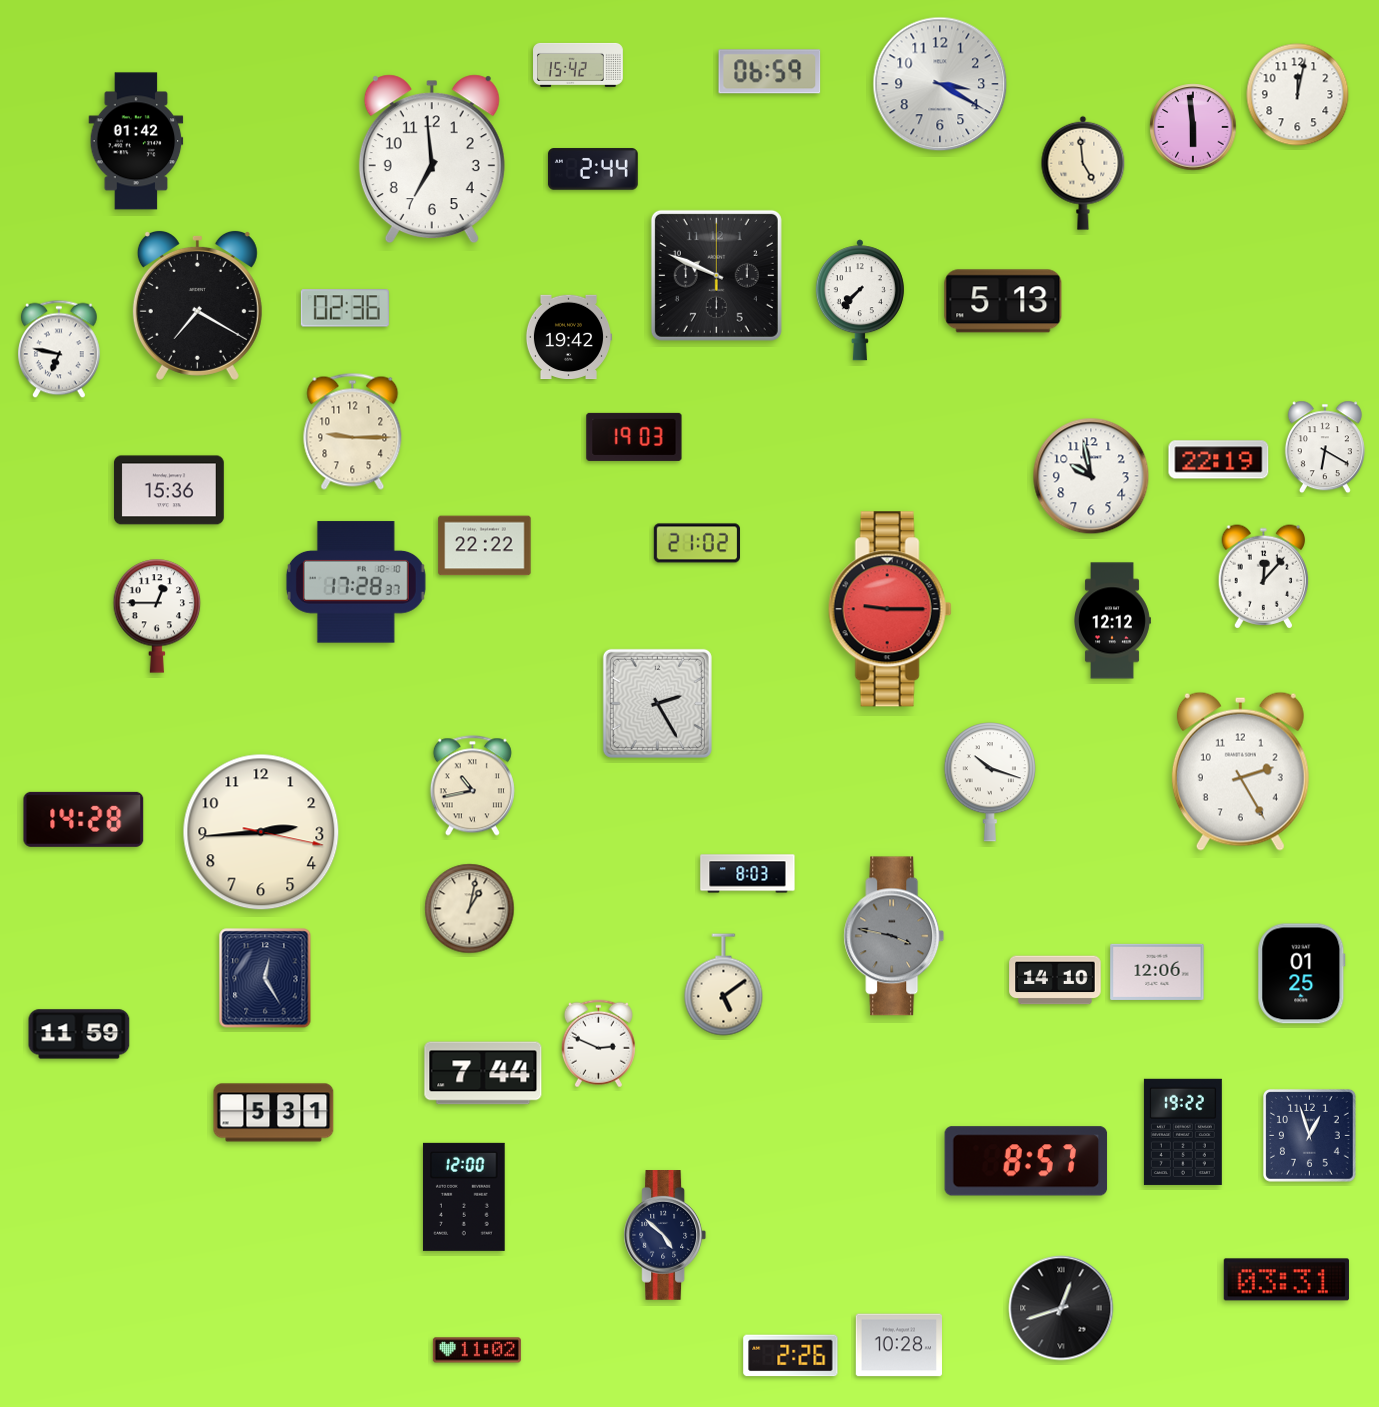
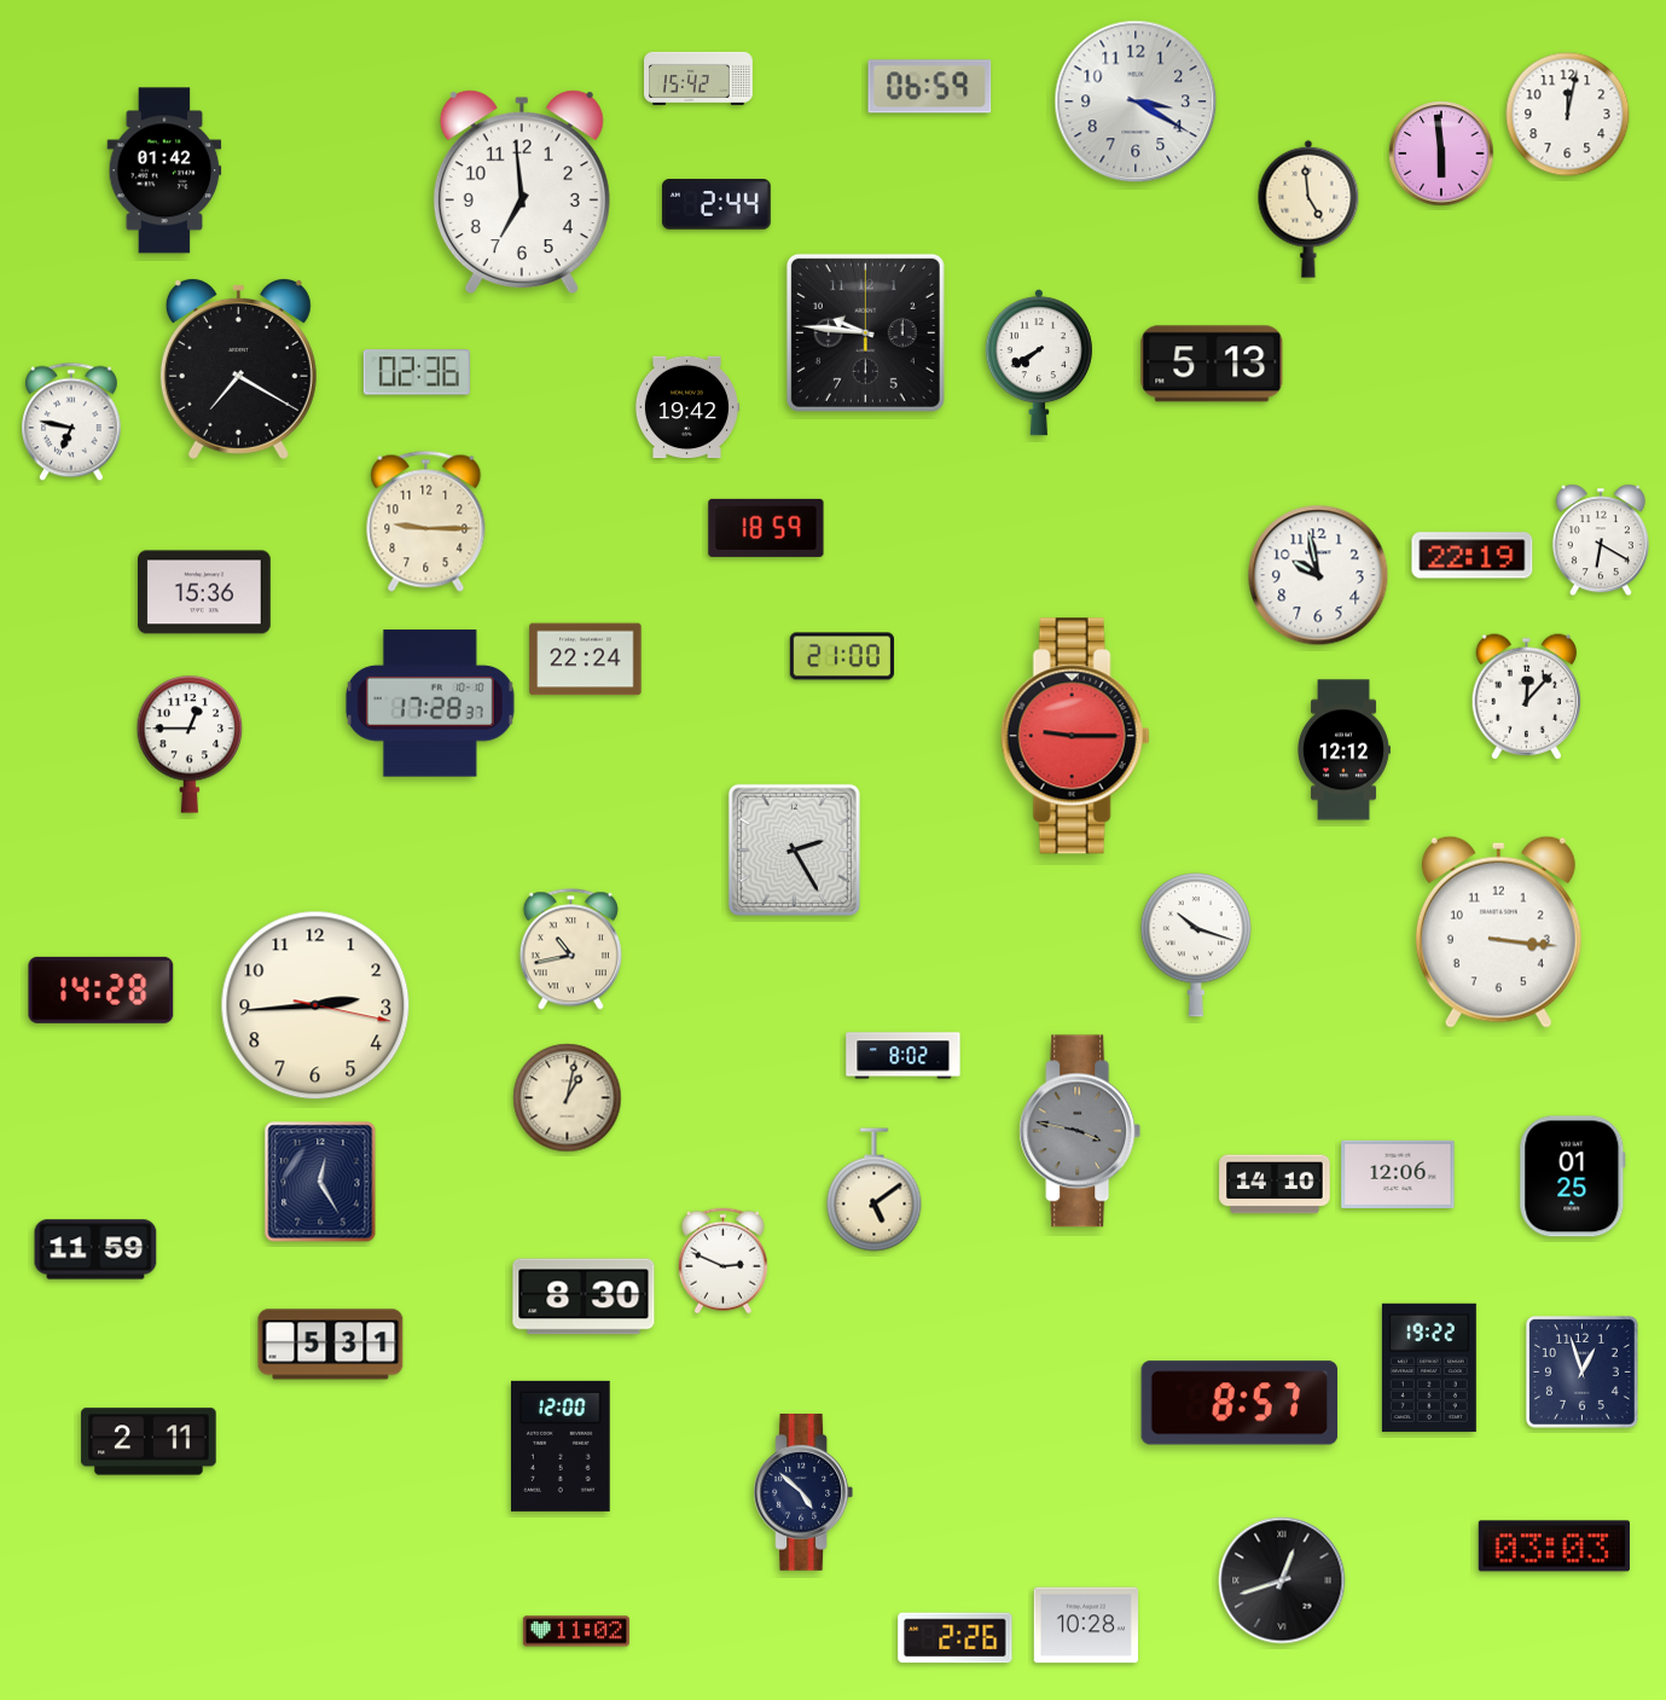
clock at (716, 275): 9:49 -> 9:46
clock at (860, 300): 7:37 -> 7:40
clock at (634, 437): 19:03 -> 18:59
clock at (696, 543): 21:02 -> 21:00
clock at (485, 546): 22:22 -> 22:24
clock at (1240, 771): 2:25 -> 3:16
clock at (748, 874): 8:03 -> 8:02
clock at (483, 1073): 7:44 -> 8:30
clock at (149, 1441): none -> 2:11
clock at (1286, 1280): 03:31 -> 03:03
